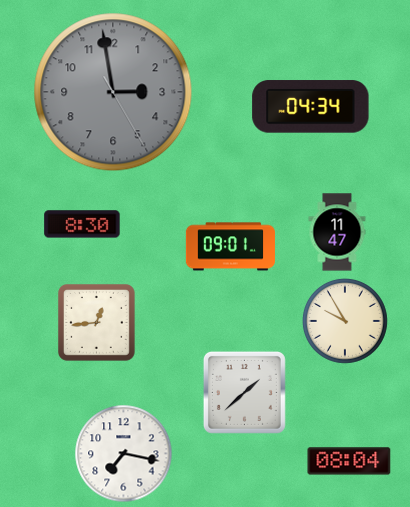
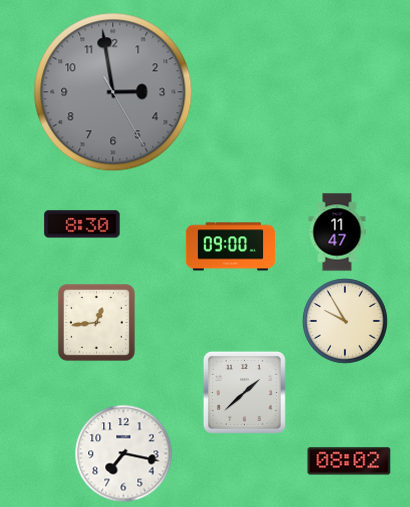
clock at (311, 107): 04:34 -> none
clock at (230, 247): 09:01 -> 09:00
clock at (349, 461): 08:04 -> 08:02
